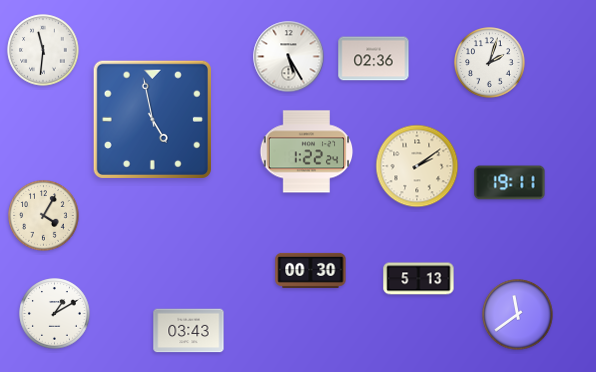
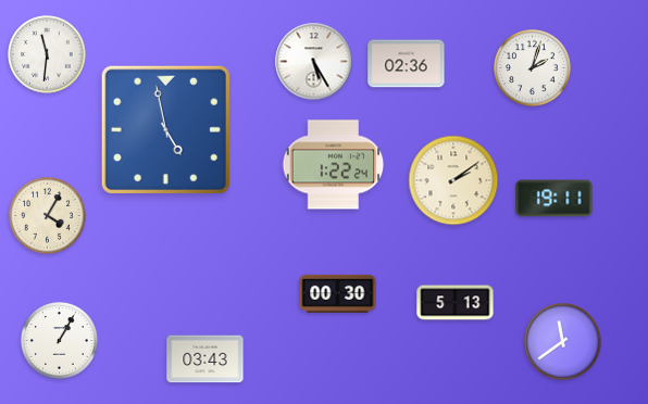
clock at (44, 216) position: (44, 216) -> (48, 216)
clock at (55, 314): 1:10 -> 1:05
